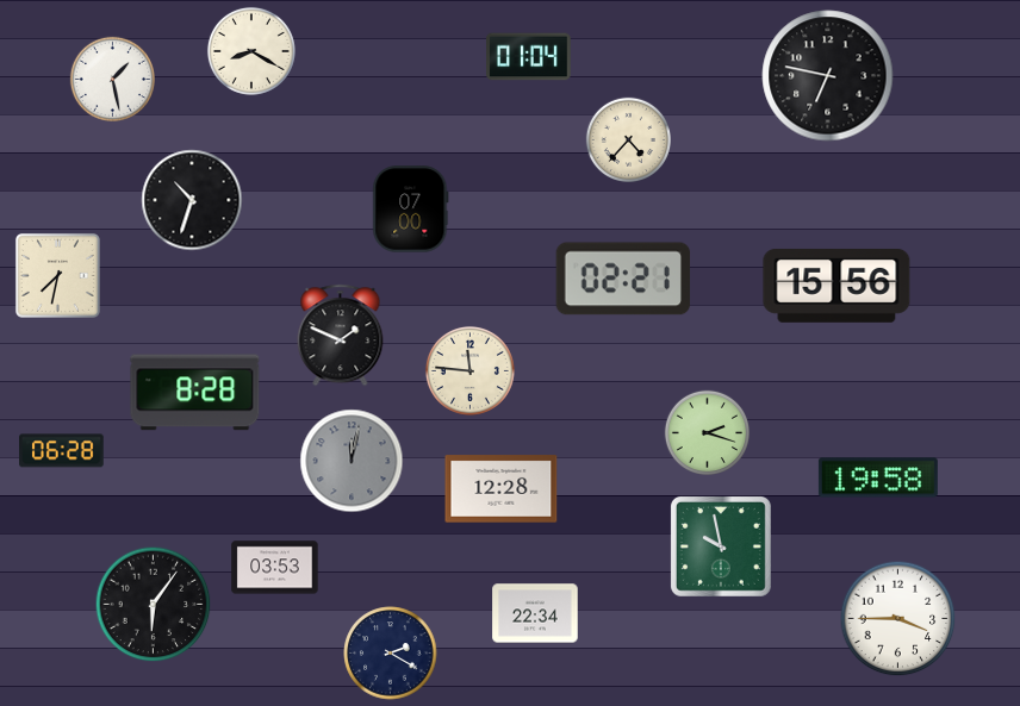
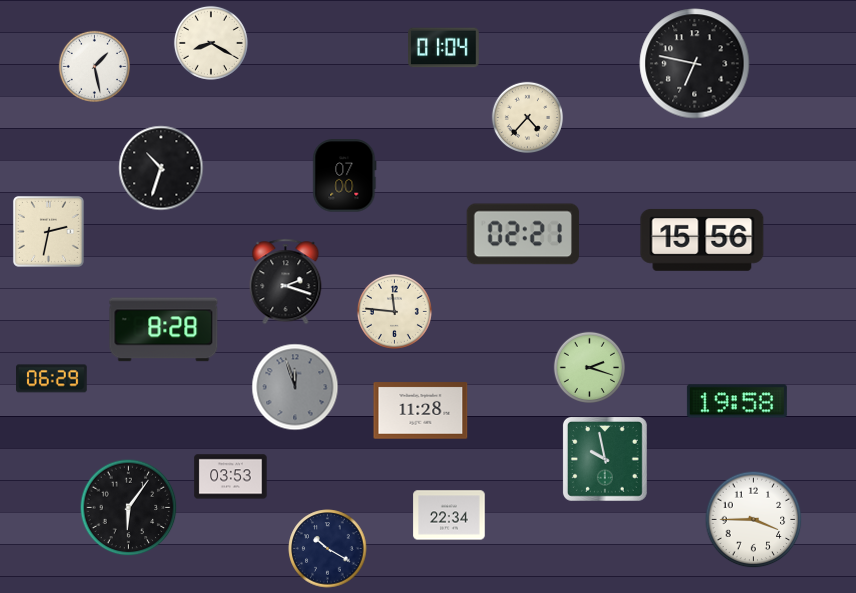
clock at (57, 275): 7:32 -> 2:32
clock at (341, 336): 1:49 -> 2:18
clock at (707, 432) position: (707, 432) -> (589, 367)
clock at (62, 451): 06:28 -> 06:29
clock at (352, 461): 12:02 -> 11:57
clock at (502, 489): 12:28 -> 11:28
clock at (391, 654): 2:20 -> 10:20
